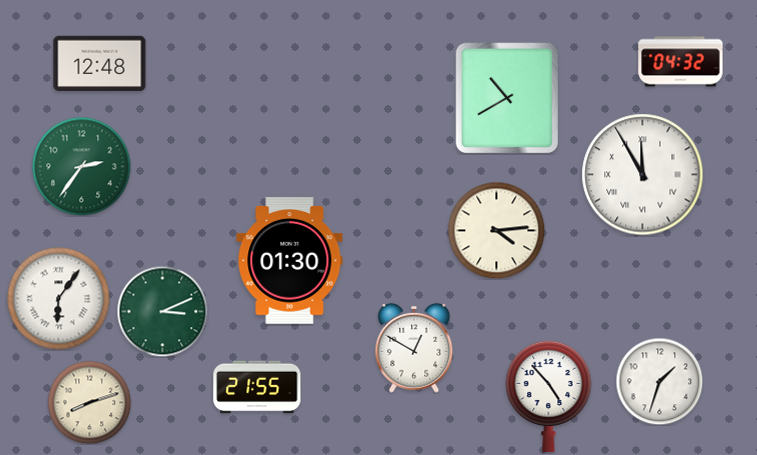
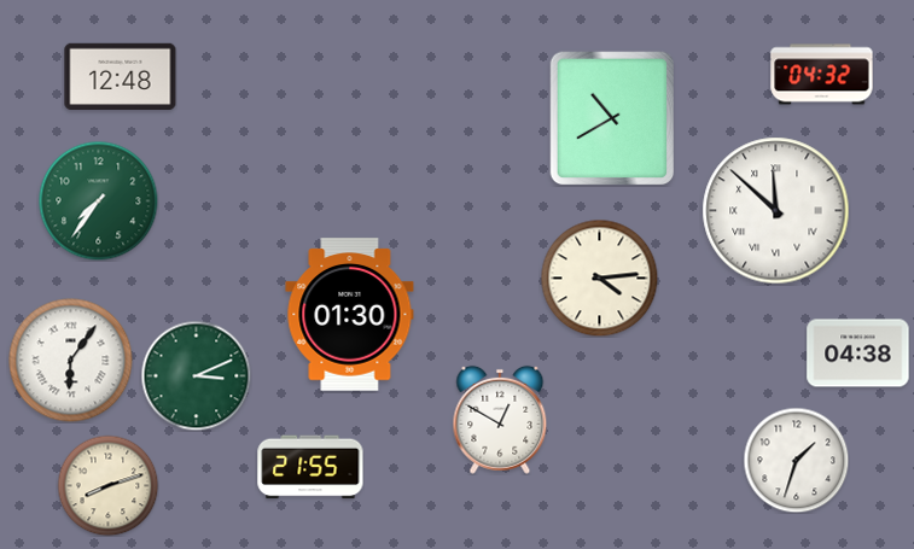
clock at (82, 167): 2:36 -> 7:36
clock at (643, 175): 11:55 -> 11:52
clock at (858, 354): none -> 04:38
clock at (549, 396): 4:53 -> none
